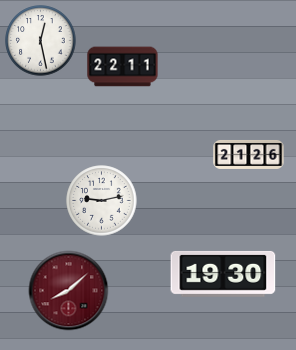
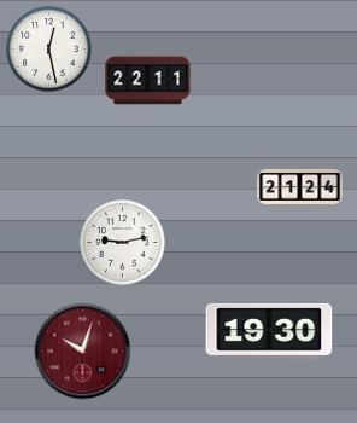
clock at (249, 154): 21:26 -> 21:24
clock at (69, 291): 8:08 -> 10:03
